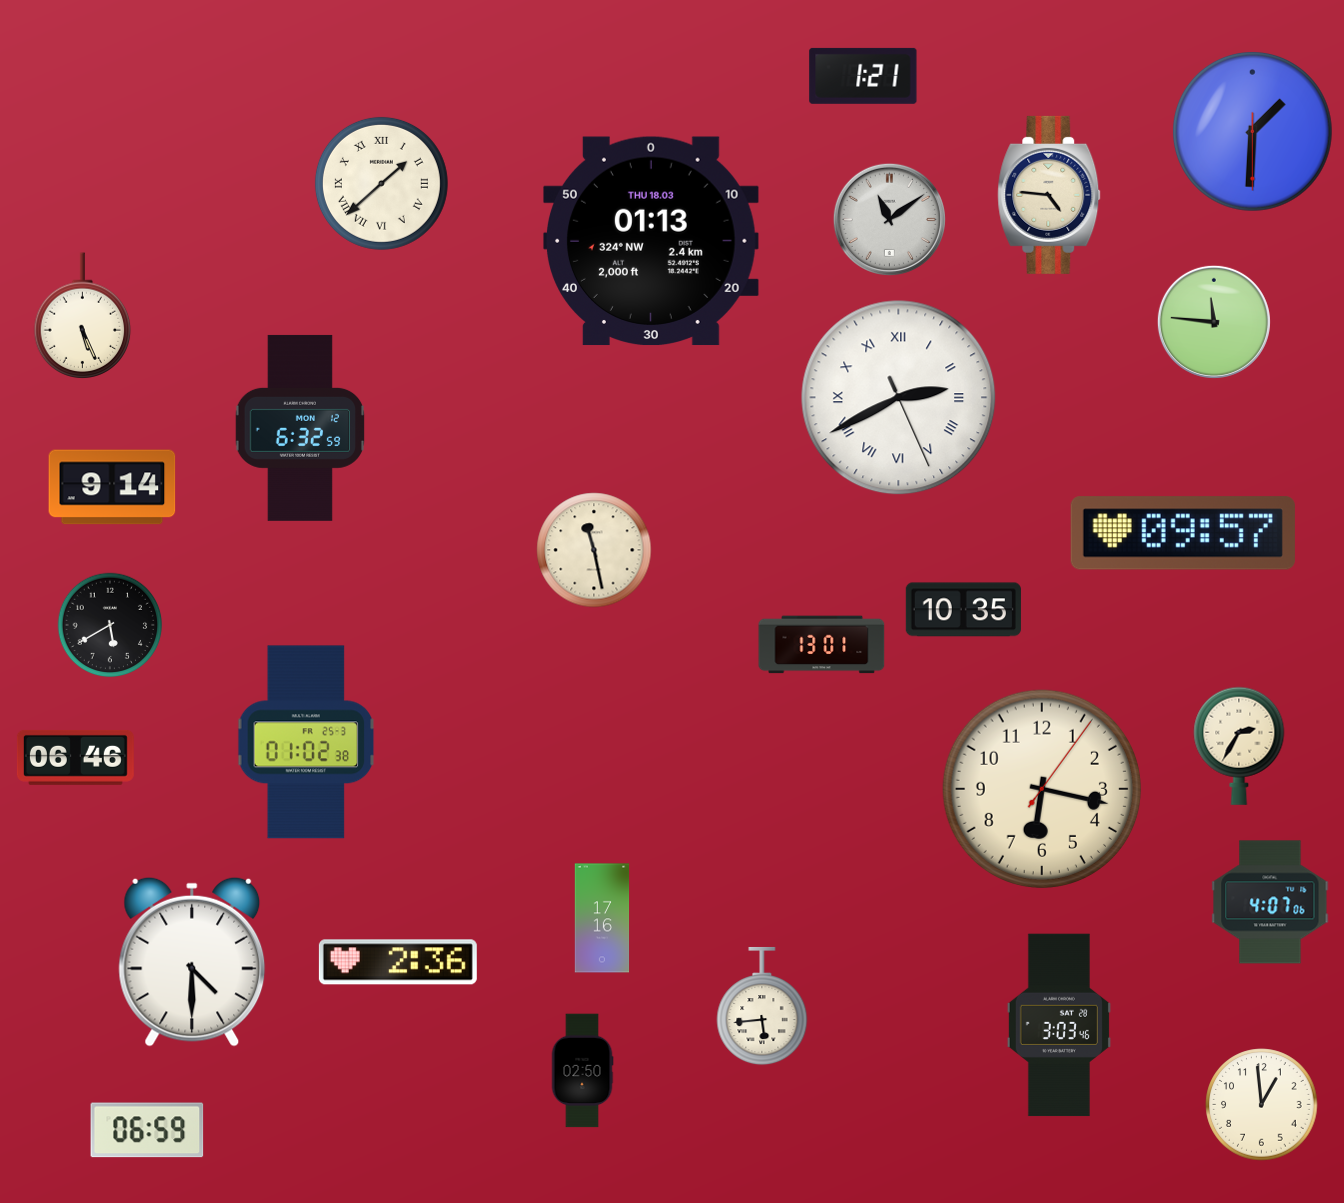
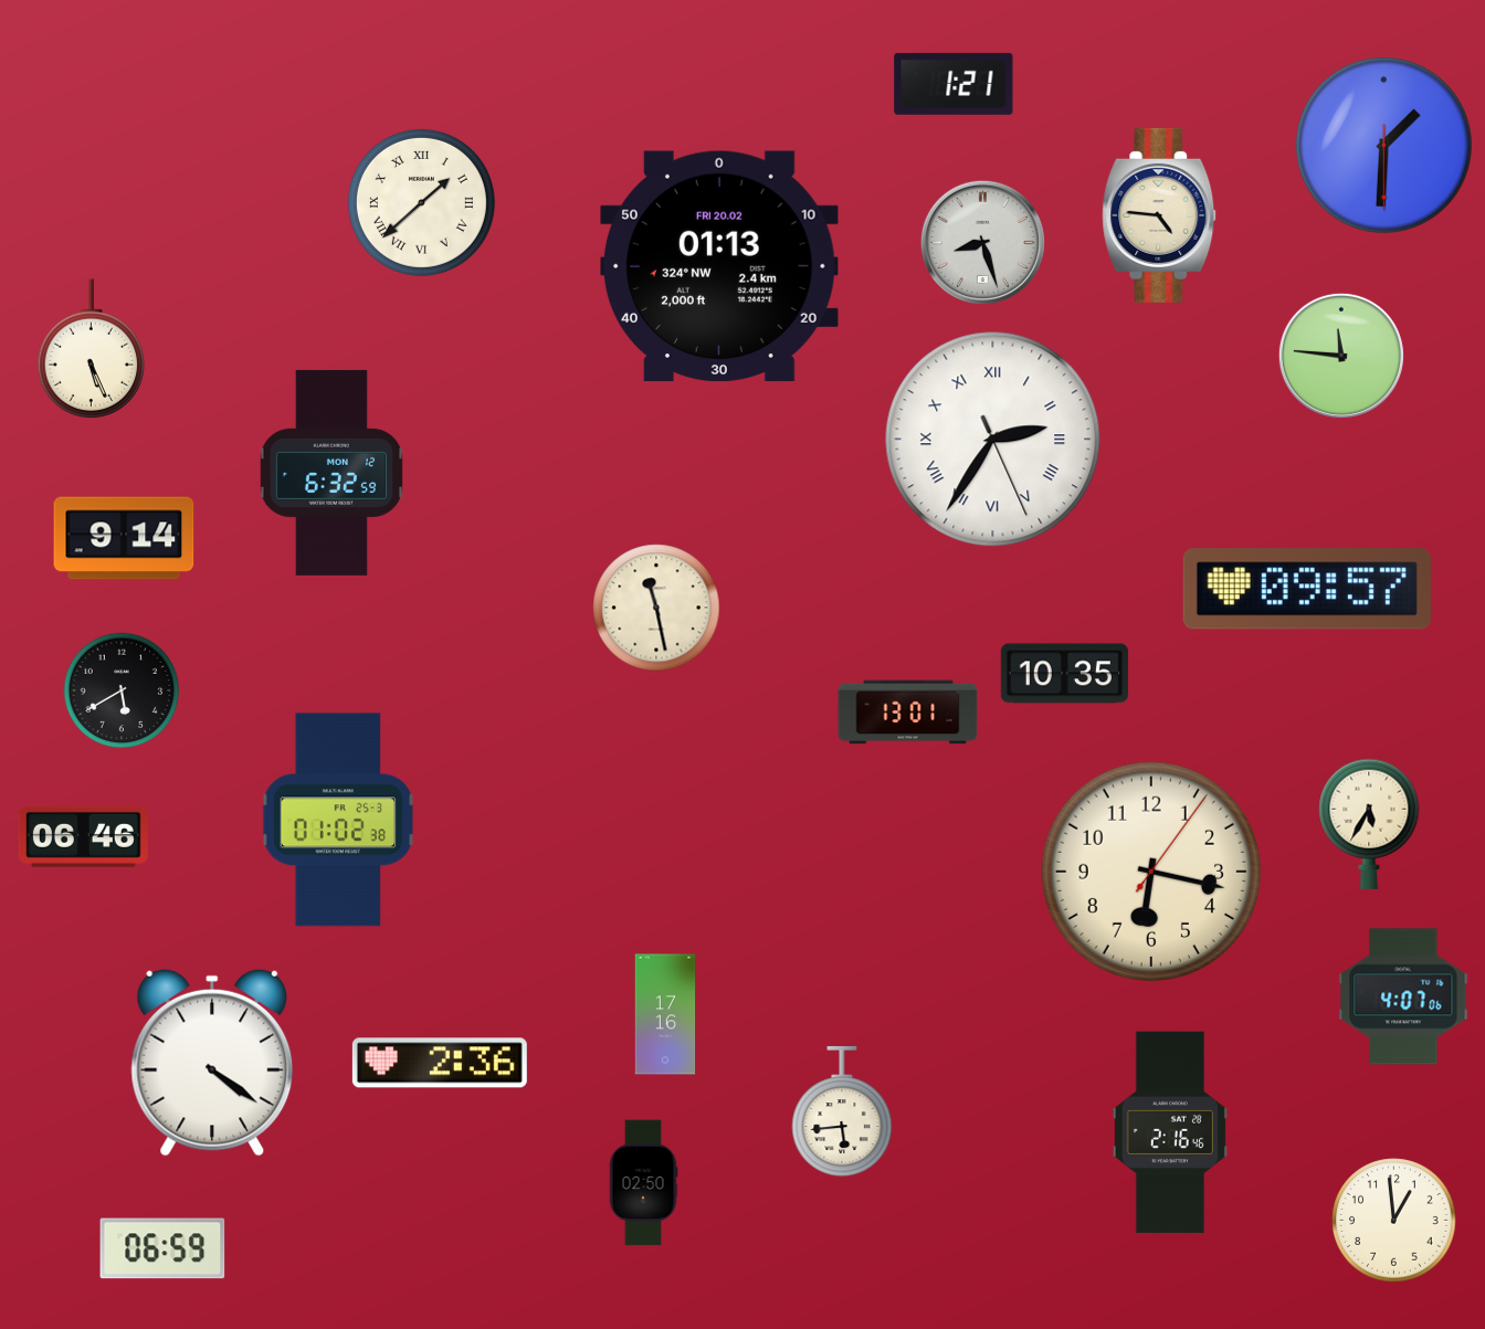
clock at (889, 219): 11:09 -> 8:27
clock at (651, 241) date: THU 18.03 -> FRI 20.02
clock at (899, 398): 2:40 -> 2:35
clock at (1239, 746): 2:35 -> 5:35
clock at (192, 962): 4:30 -> 4:21
clock at (1059, 1025): 3:03 -> 2:16
